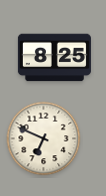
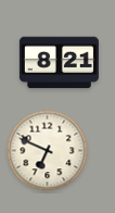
clock at (54, 58): 8:25 -> 8:21
